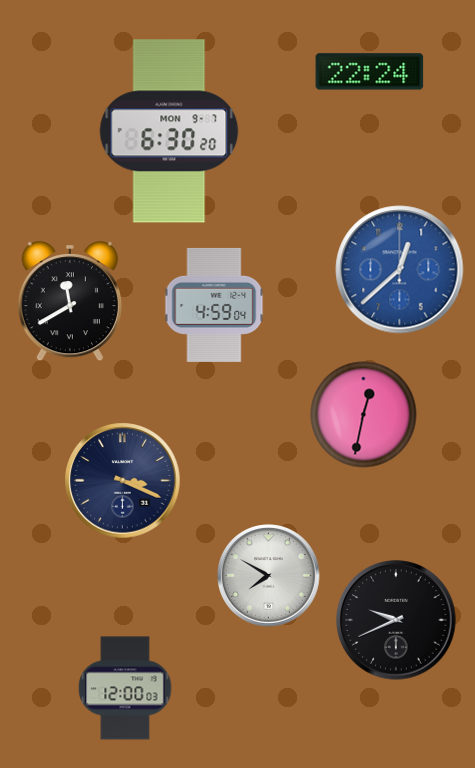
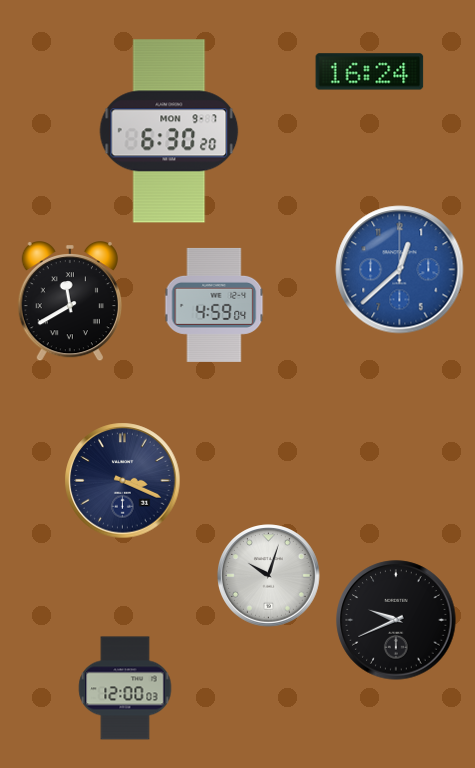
clock at (370, 72): 22:24 -> 16:24
clock at (364, 415): 12:32 -> none
clock at (269, 576): 7:50 -> 10:03
